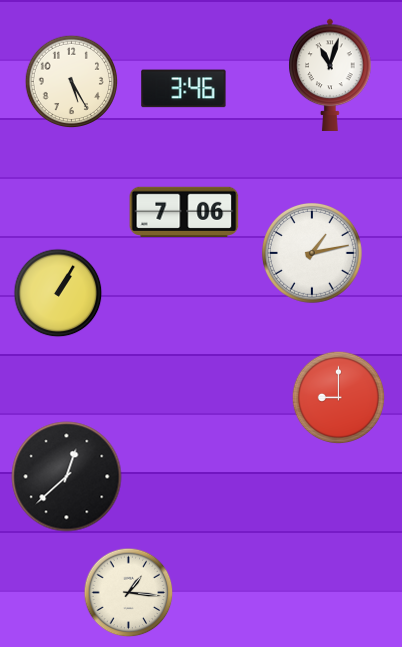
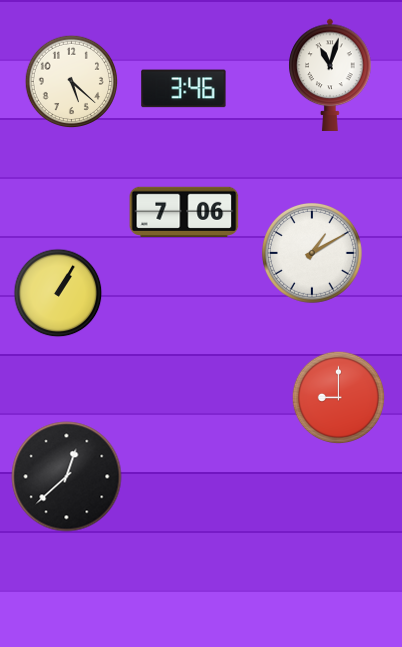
clock at (72, 82): 5:25 -> 5:22
clock at (312, 253): 1:13 -> 1:10
clock at (129, 593): 1:16 -> none
